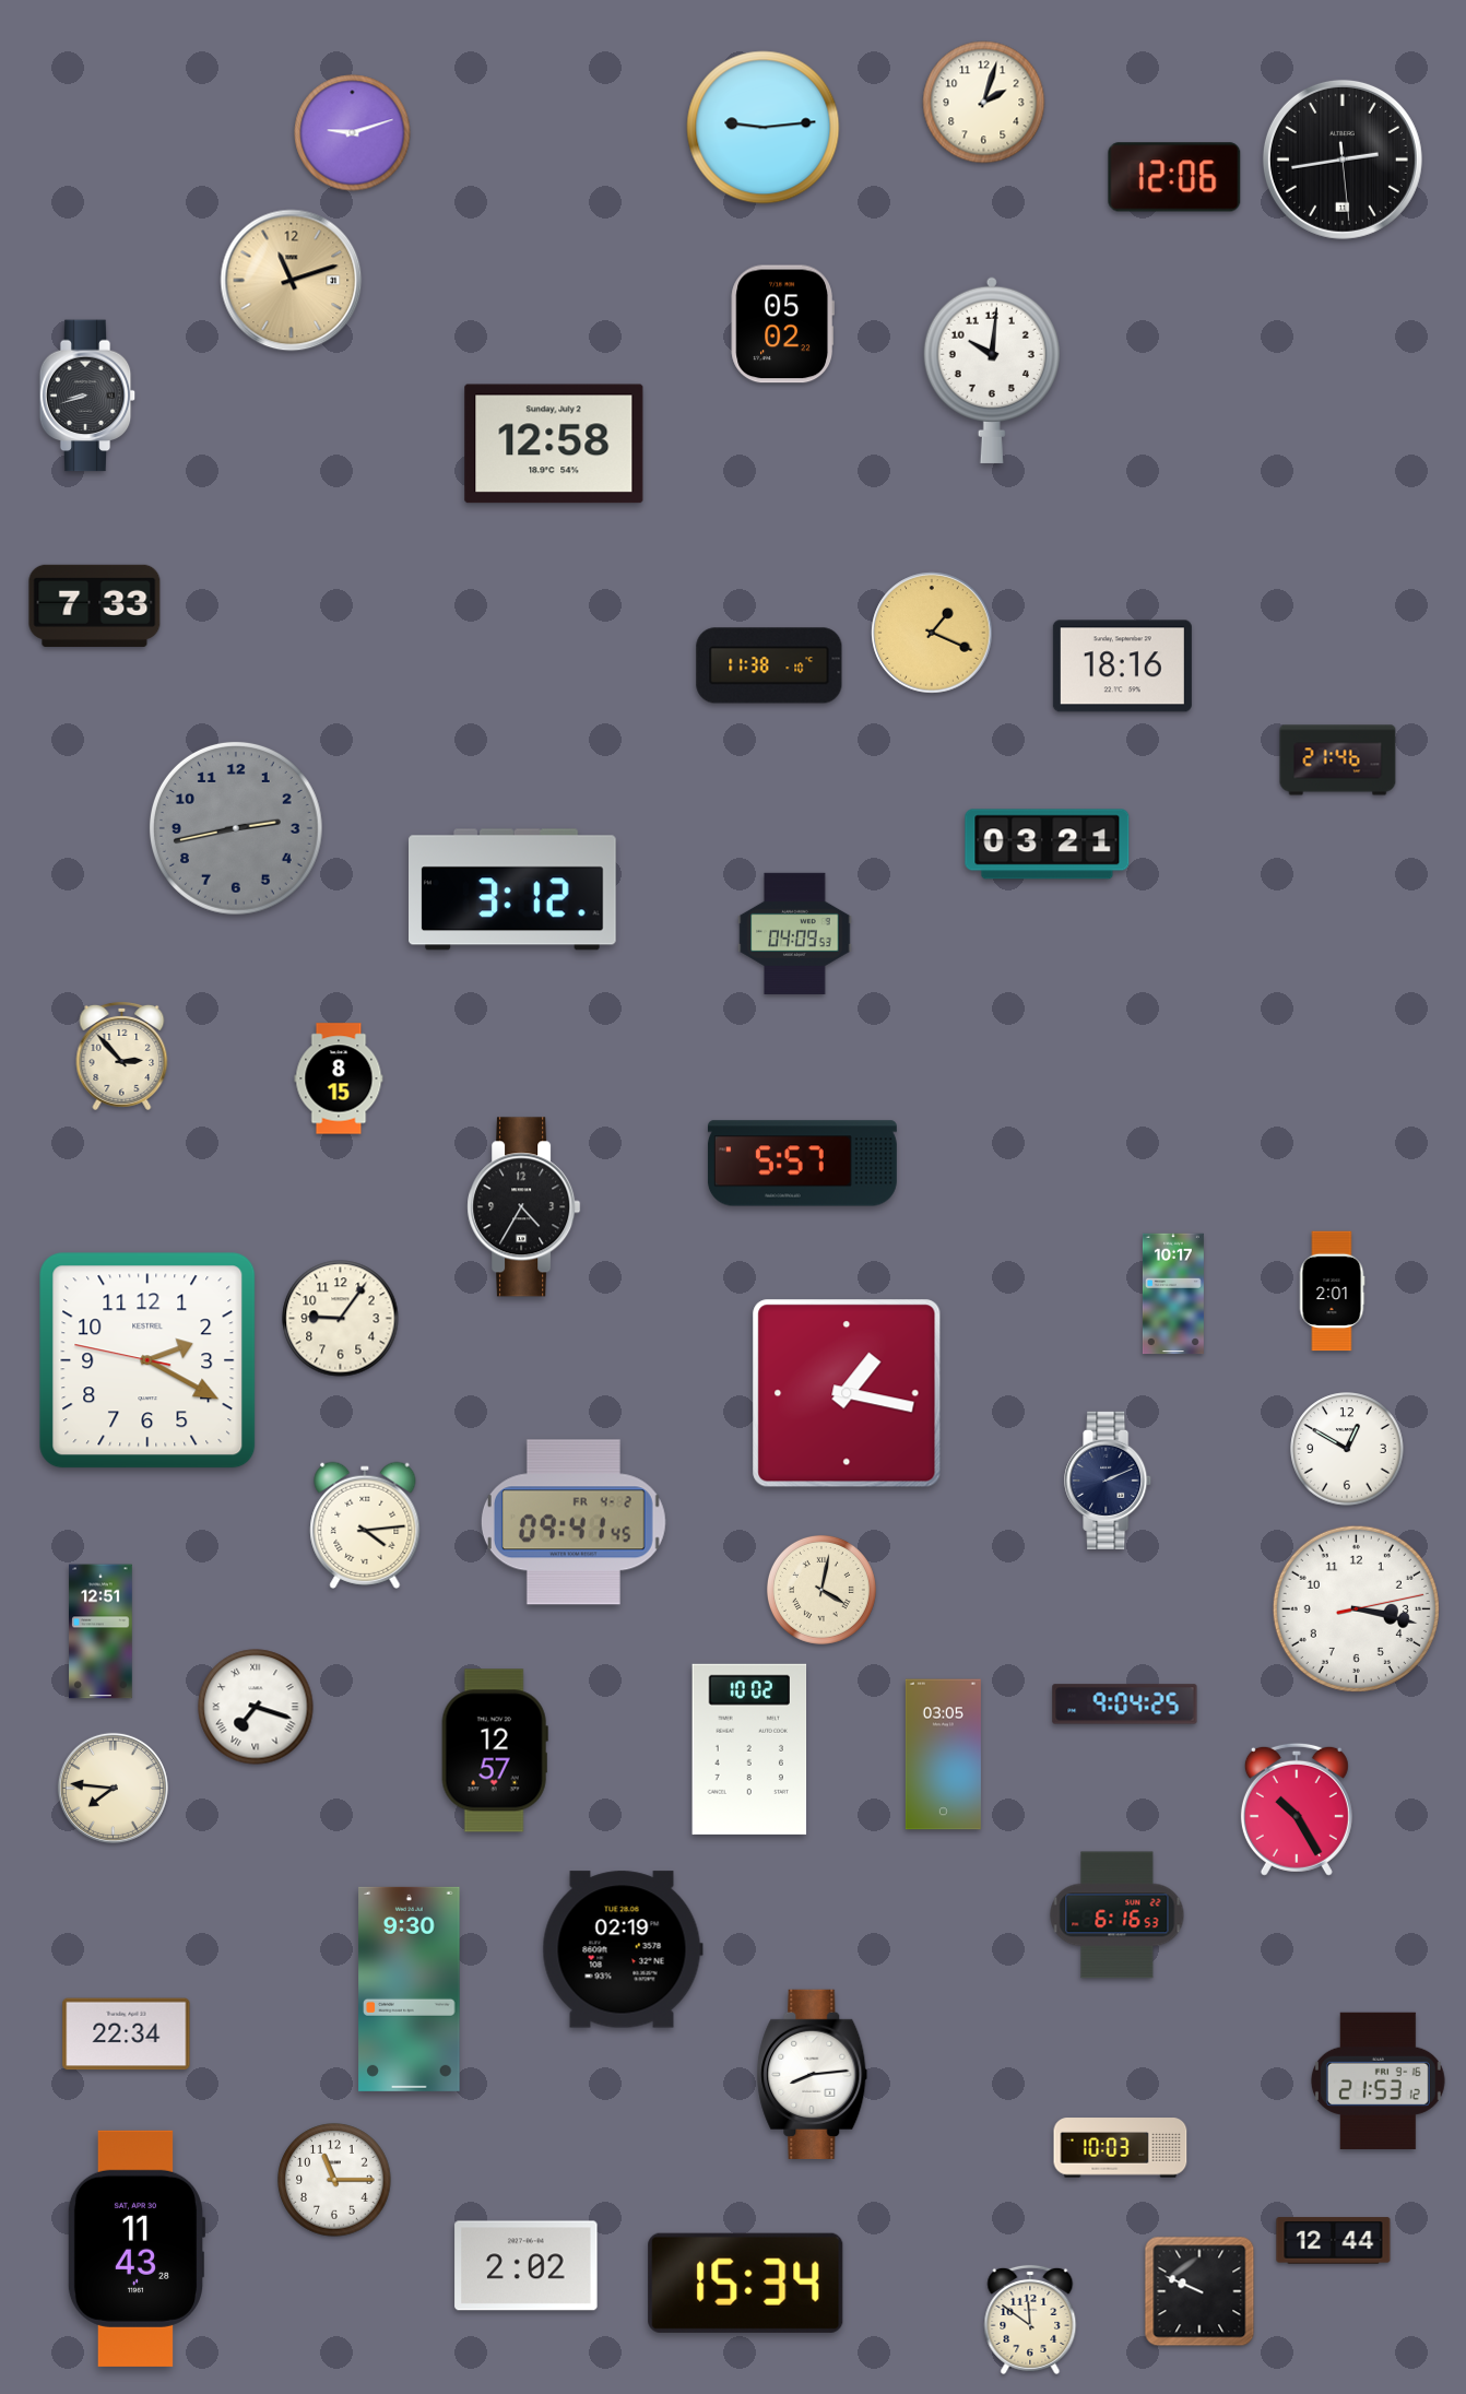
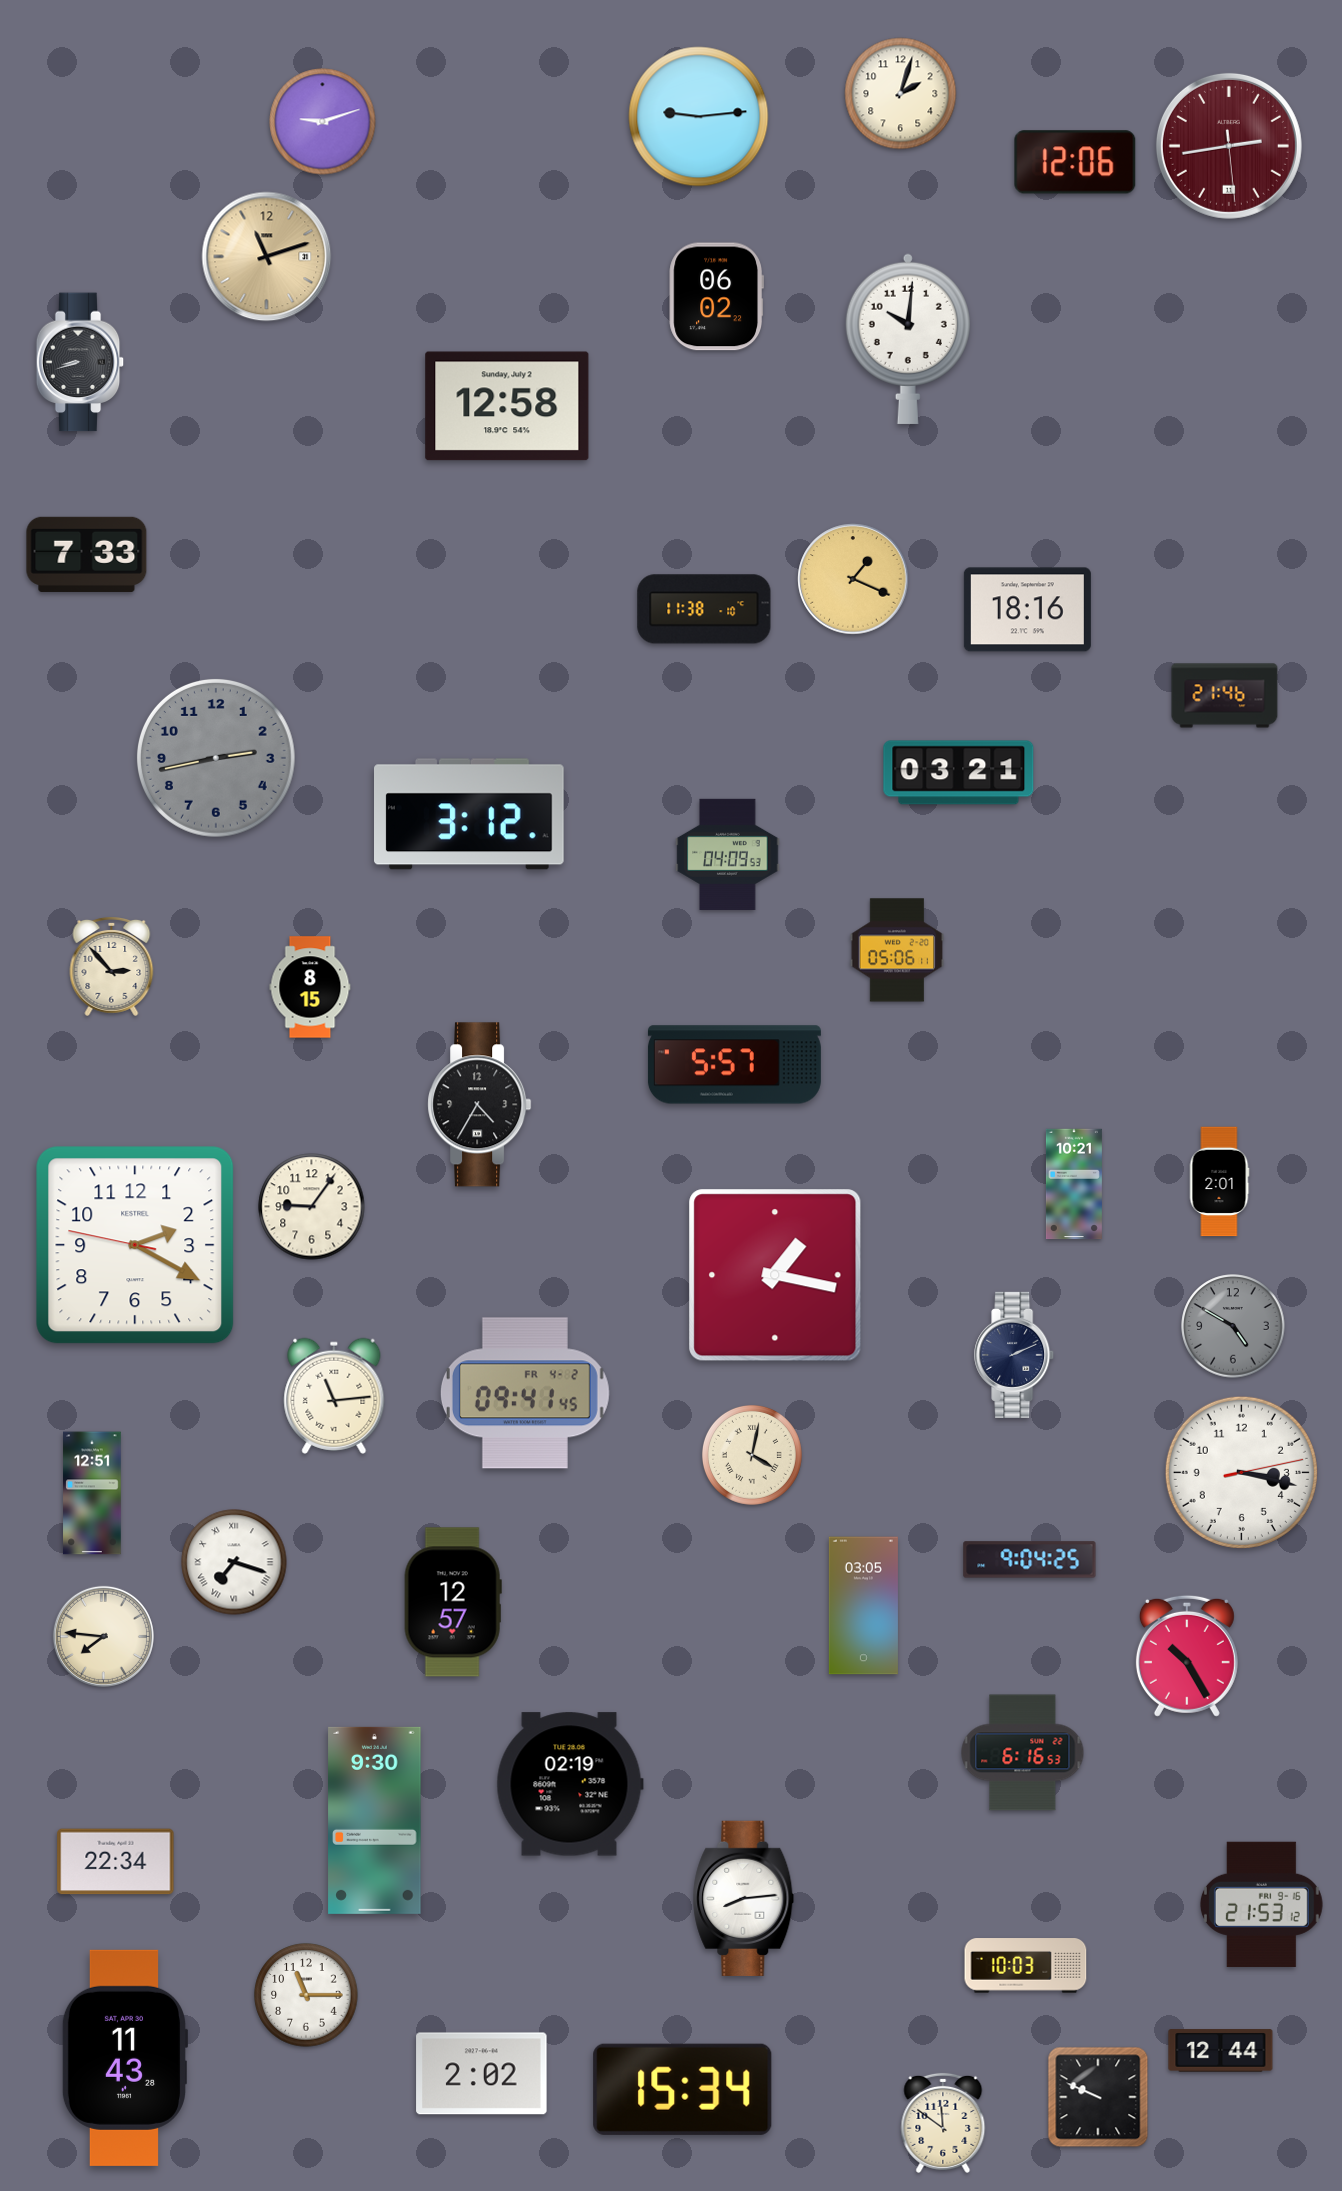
clock at (1343, 160) dial: black -> burgundy
clock at (782, 325): 05:02 -> 06:02
clock at (897, 950): none -> 05:06
clock at (1173, 1294): 10:17 -> 10:21
clock at (1347, 1449): 12:50 -> 4:50
clock at (1347, 1449) dial: white -> grey
clock at (365, 1525): 4:14 -> 11:14
clock at (749, 1749): 10:02 -> none
